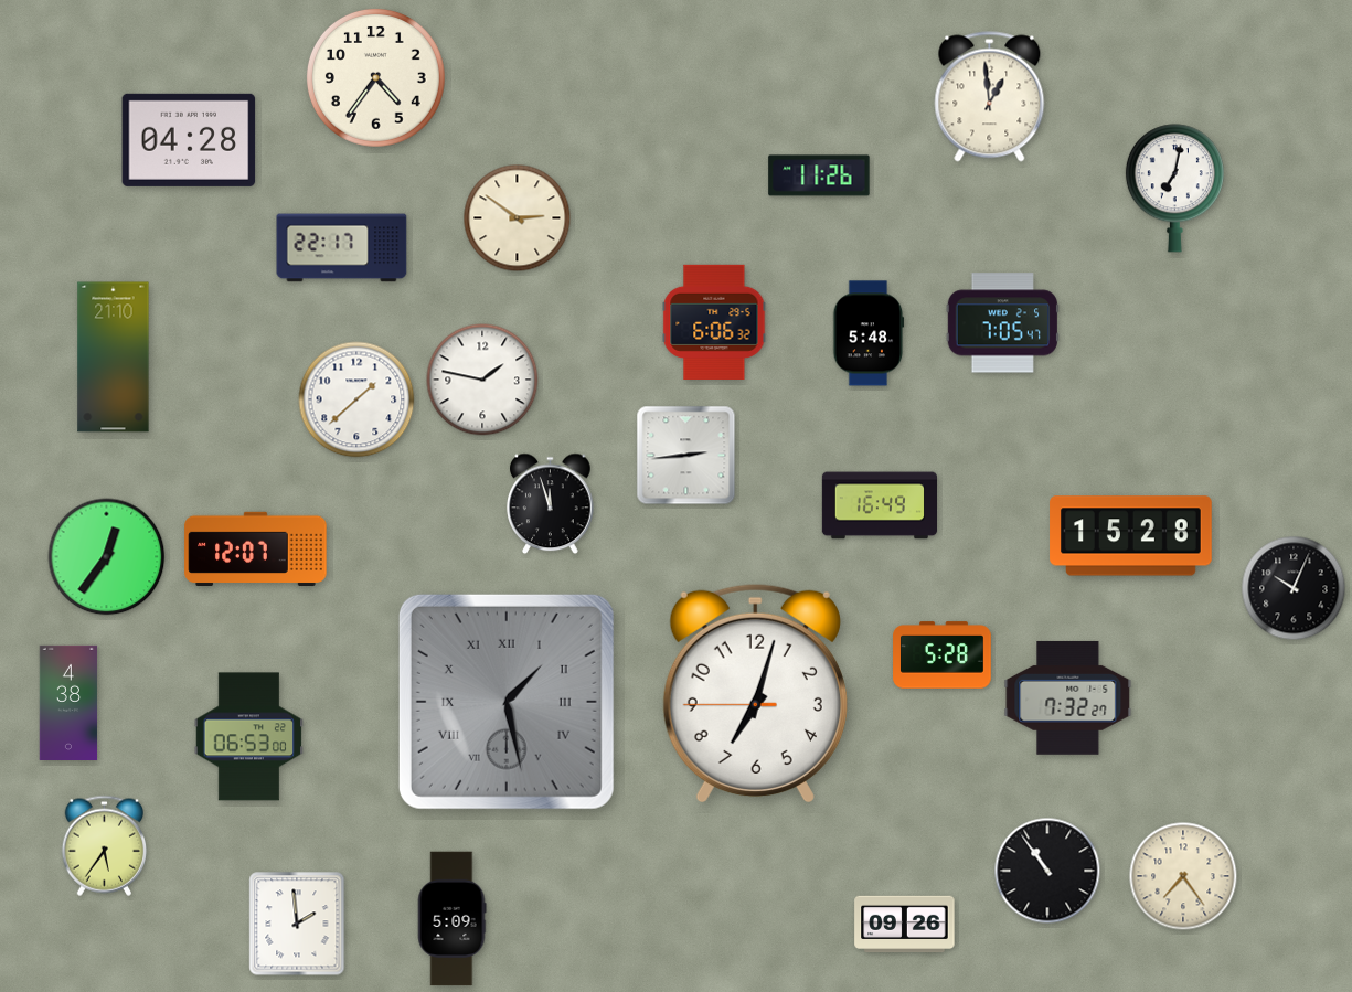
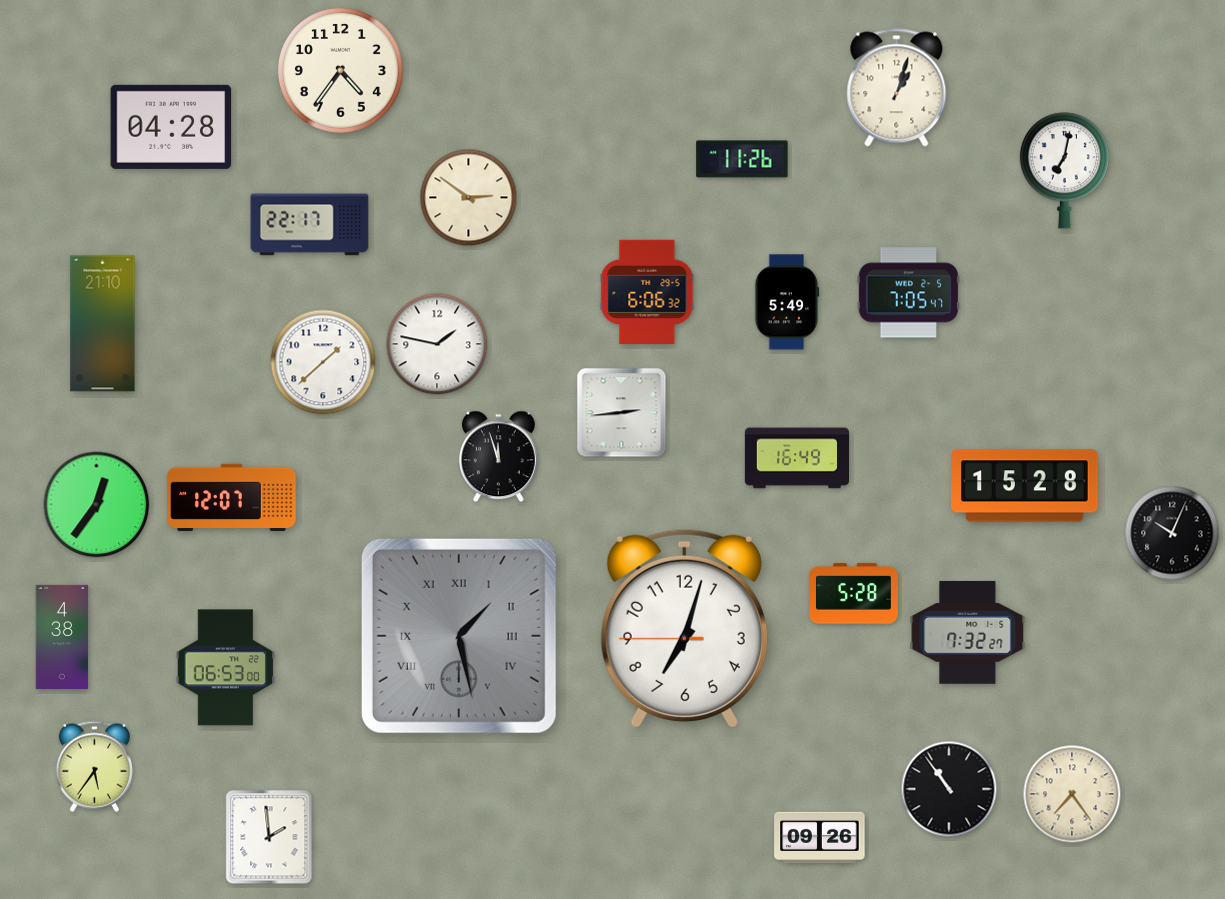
clock at (990, 97): 12:59 -> 1:03
clock at (869, 333): 5:48 -> 5:49
clock at (451, 919): 5:09 -> none
